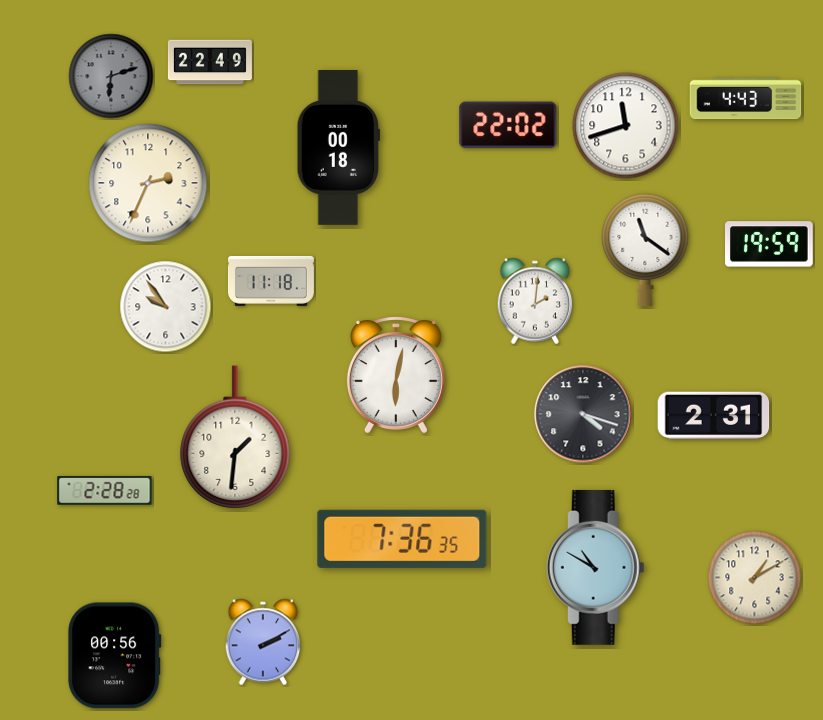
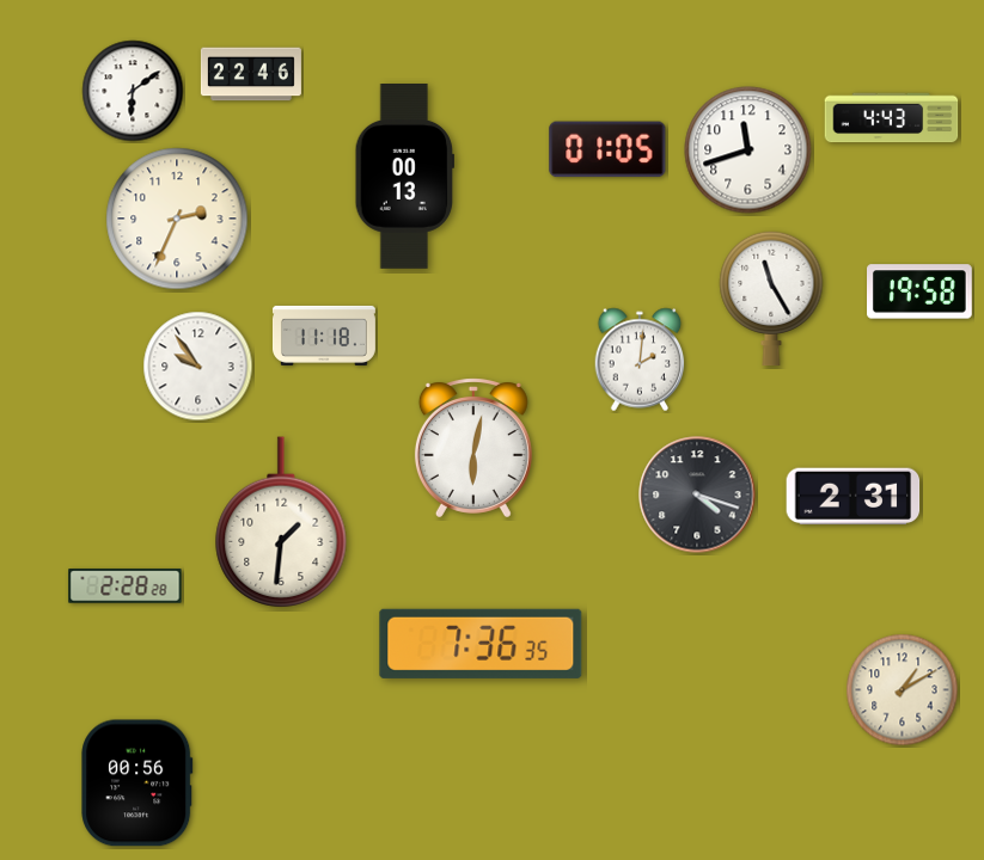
clock at (210, 62): 22:49 -> 22:46
clock at (111, 76): 6:12 -> 6:09
clock at (111, 76) dial: grey -> white
clock at (508, 125): 22:02 -> 01:05
clock at (338, 148): 00:18 -> 00:13
clock at (770, 244): 19:59 -> 19:58
clock at (645, 250): 11:21 -> 11:25
clock at (595, 567): 10:50 -> none
clock at (263, 642): 2:10 -> none
